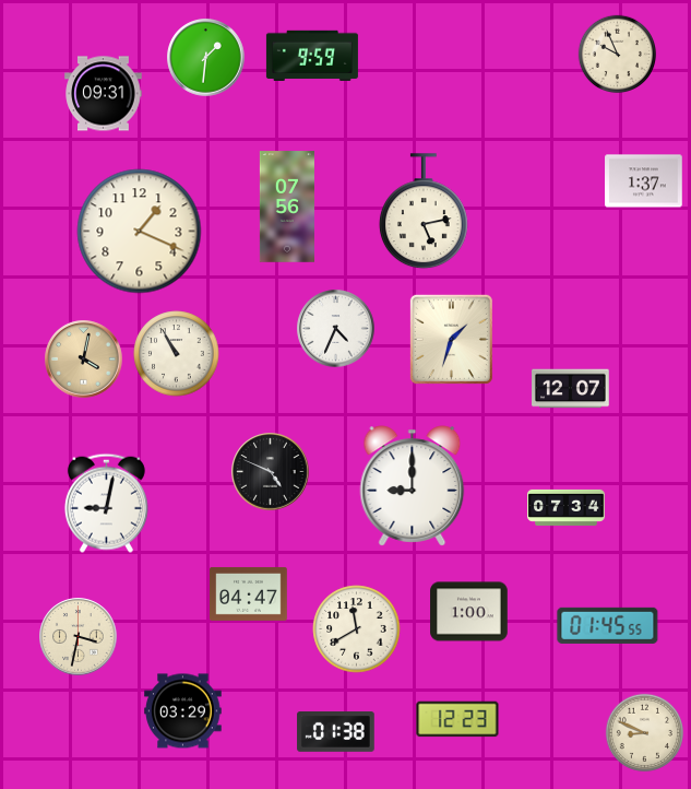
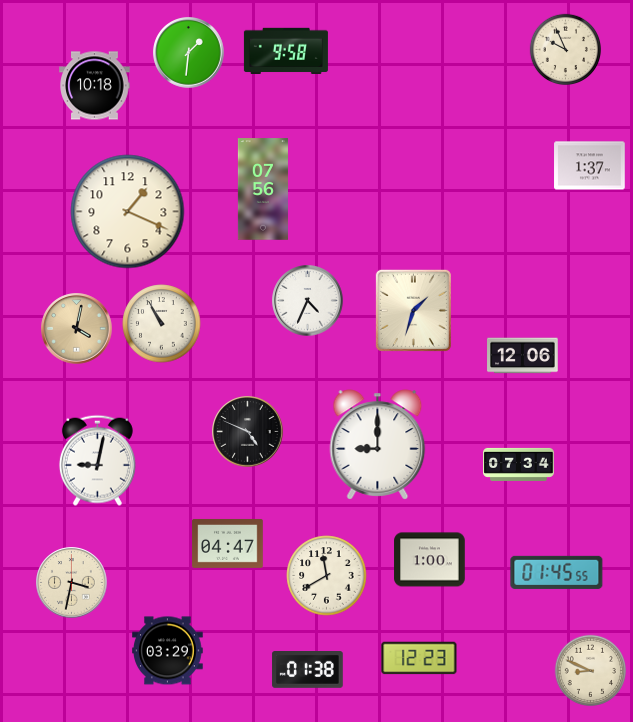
clock at (312, 55): 9:59 -> 9:58
clock at (104, 94): 09:31 -> 10:18
clock at (424, 212): 5:13 -> none
clock at (571, 389): 12:07 -> 12:06
